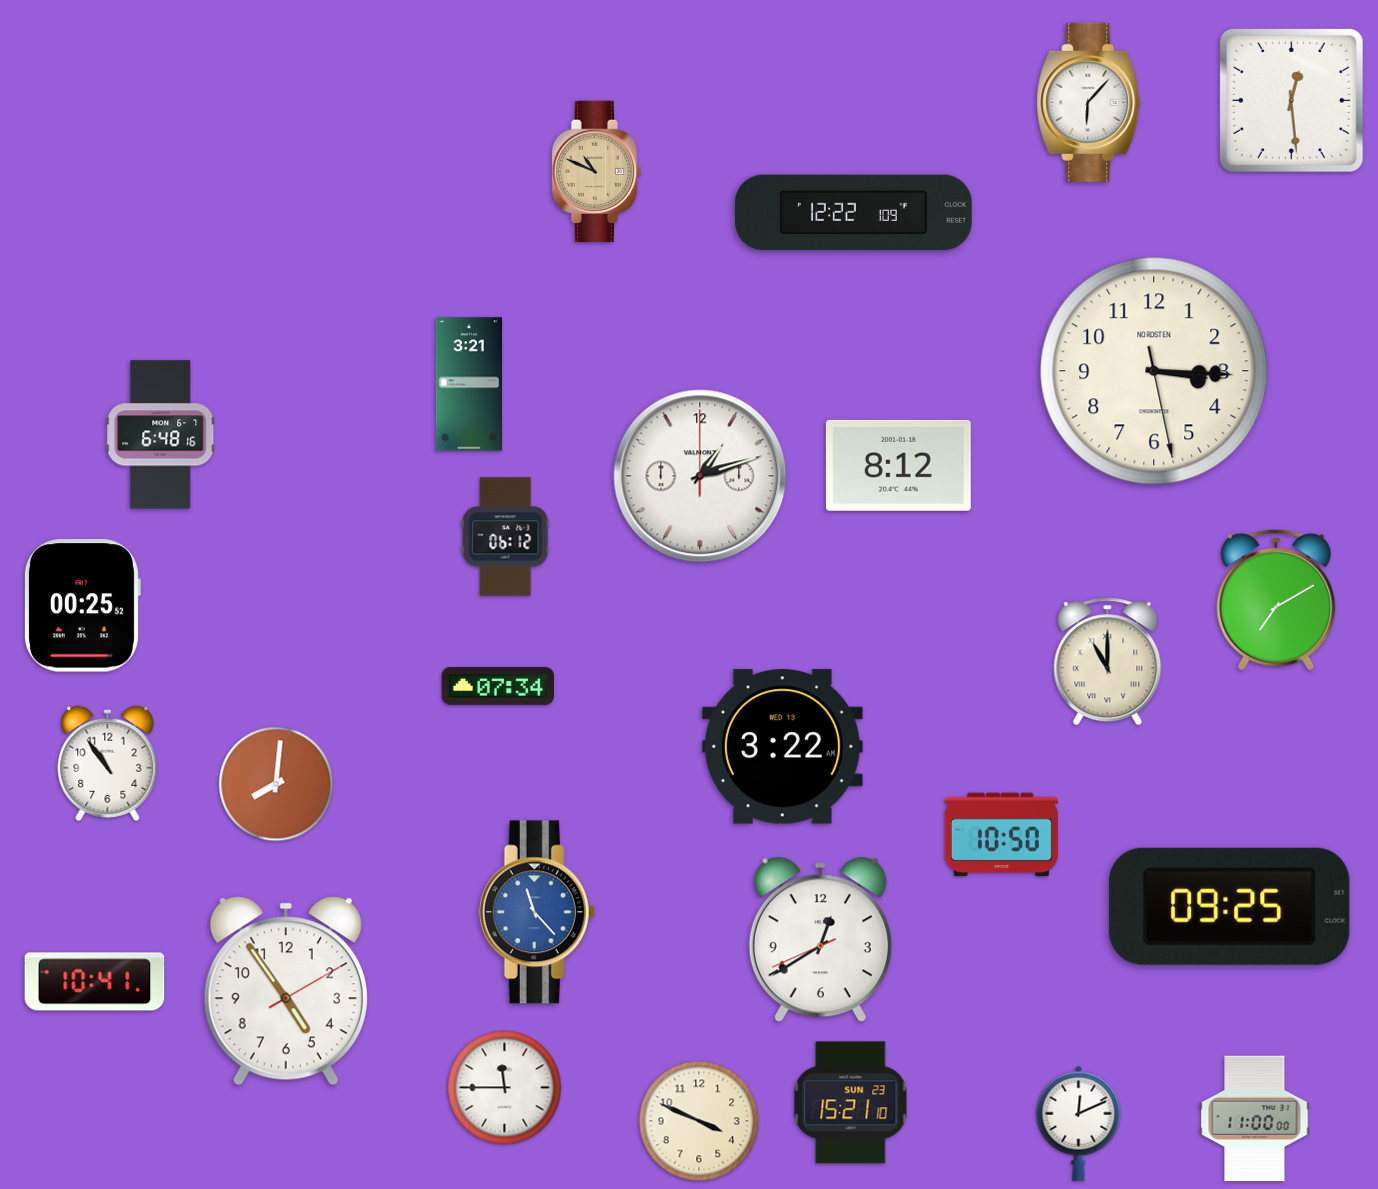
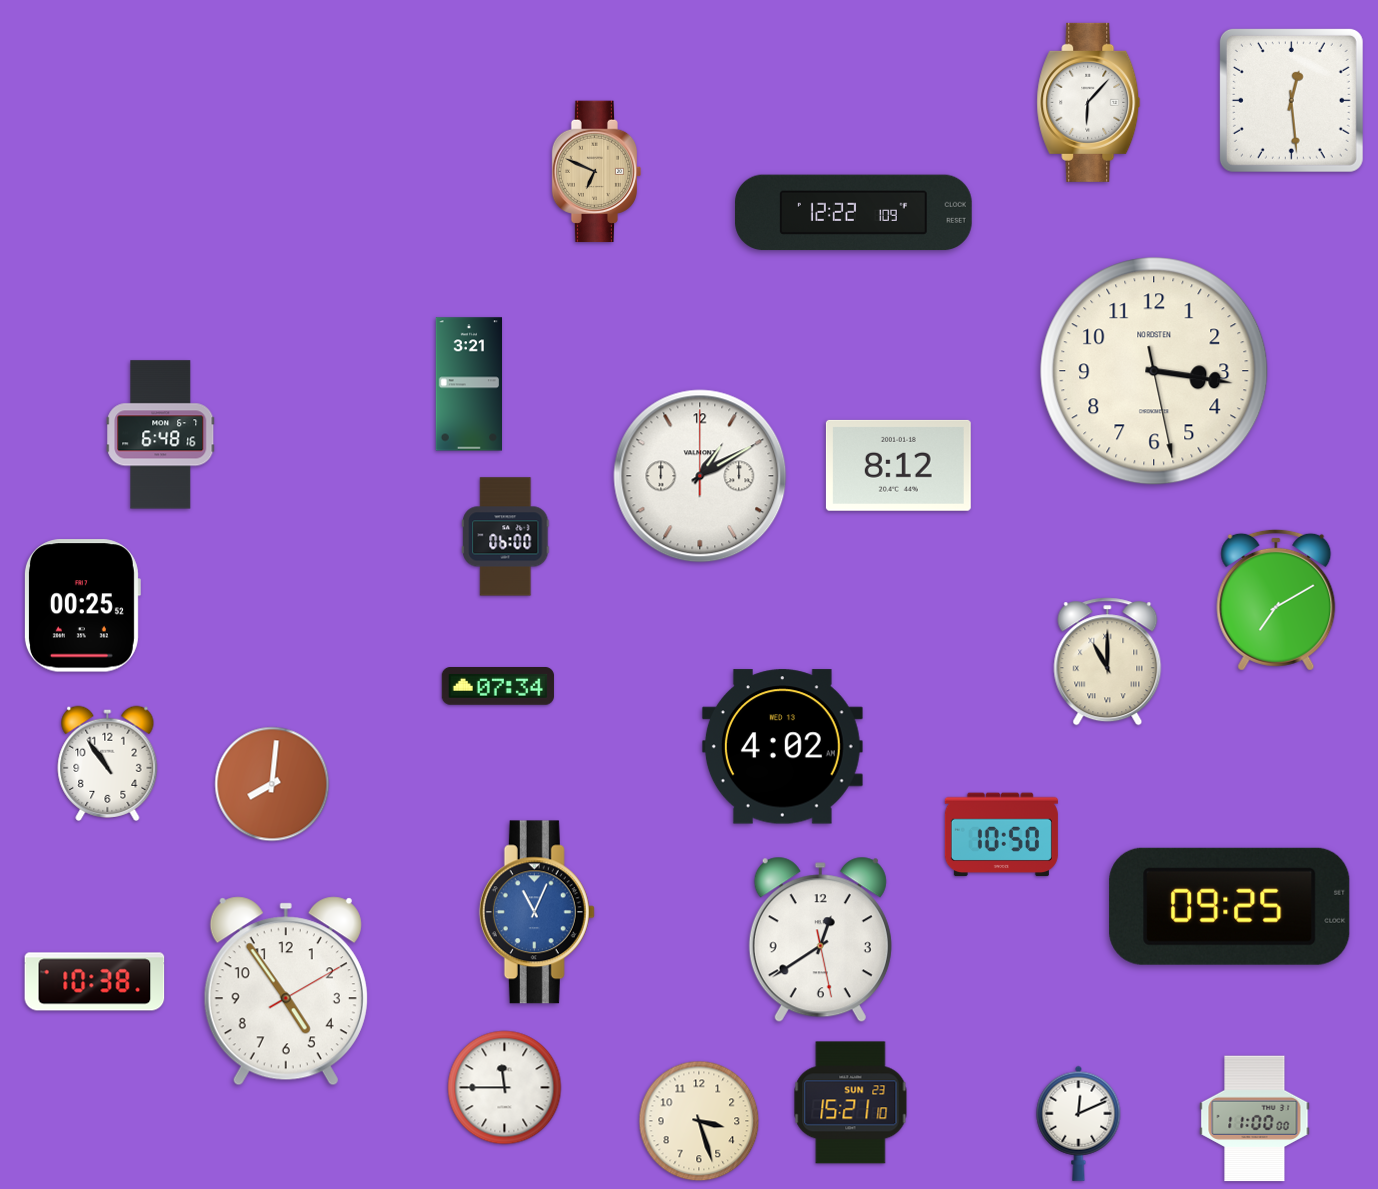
clock at (597, 172): 10:49 -> 6:49
clock at (1154, 371): 3:15 -> 3:16
clock at (700, 476): 1:12 -> 1:10
clock at (506, 537): 06:12 -> 06:00
clock at (782, 747): 3:22 -> 4:02
clock at (276, 784) position: (276, 784) -> (272, 784)
clock at (537, 912): 11:23 -> 11:04
clock at (820, 940): 12:39:41 -> 12:39:28
clock at (95, 982): 10:41 -> 10:38
clock at (699, 1121): 3:49 -> 3:27
